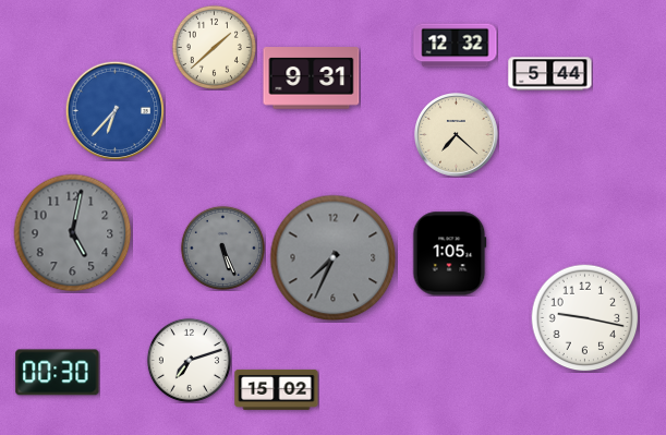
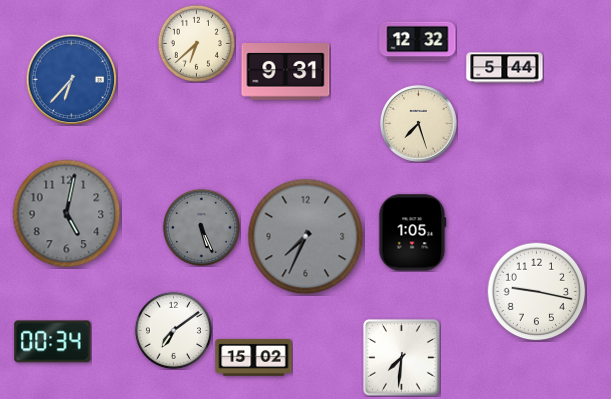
clock at (214, 47): 1:38 -> 6:38
clock at (114, 110) position: (114, 110) -> (71, 79)
clock at (457, 135): 7:22 -> 7:27
clock at (222, 247) position: (222, 247) -> (201, 227)
clock at (189, 360): 7:12 -> 7:09
clock at (58, 373): 00:30 -> 00:34
clock at (402, 358): none -> 7:31
